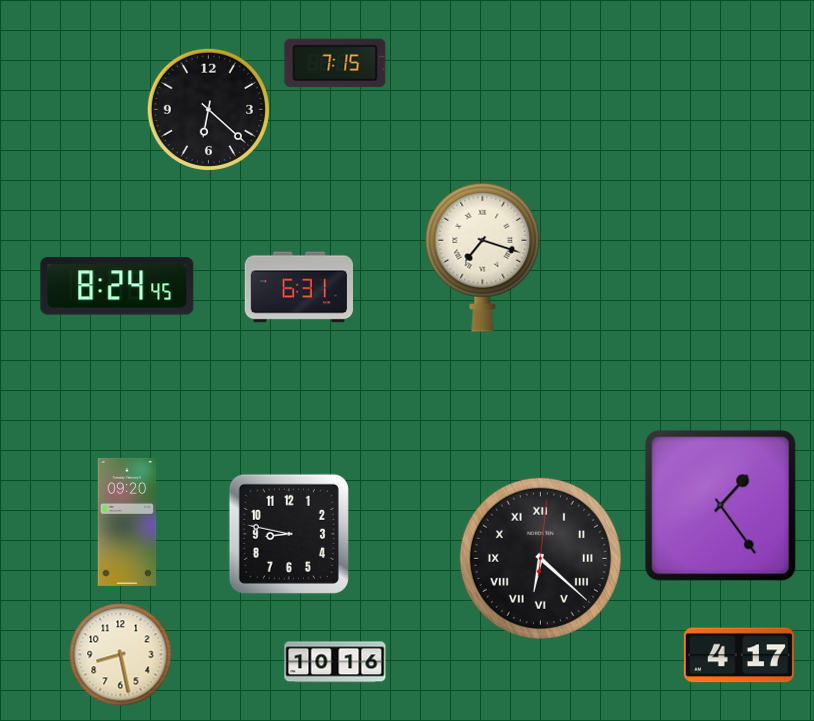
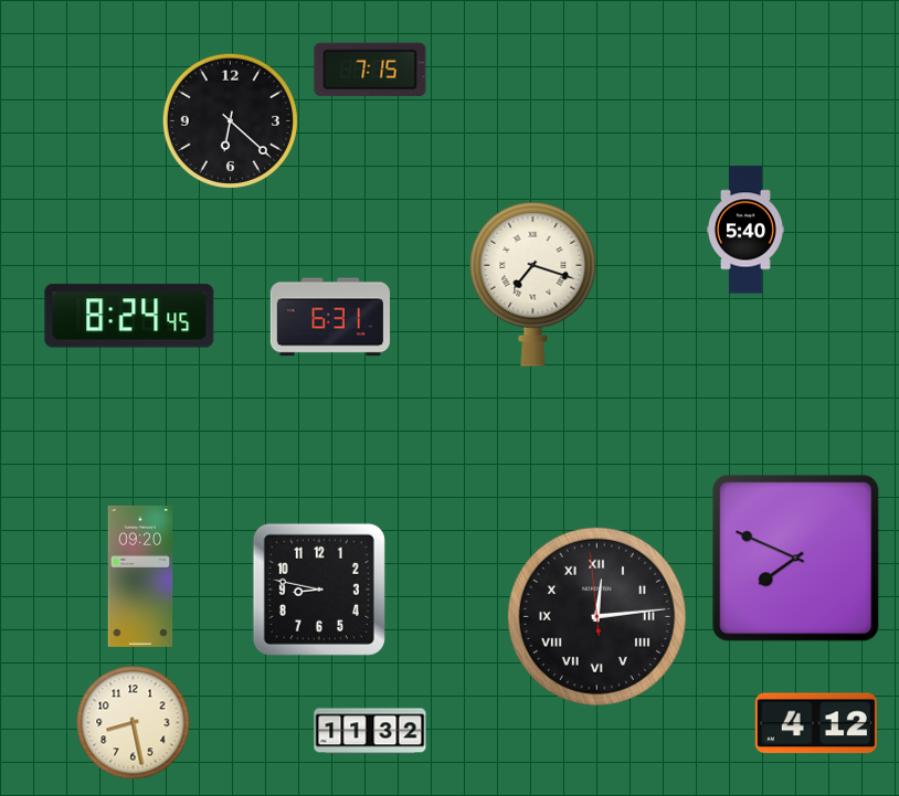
clock at (745, 230): none -> 5:40
clock at (721, 506): 1:24 -> 7:49
clock at (540, 558): 6:22 -> 12:13
clock at (739, 655): 4:17 -> 4:12
clock at (335, 662): 10:16 -> 11:32
